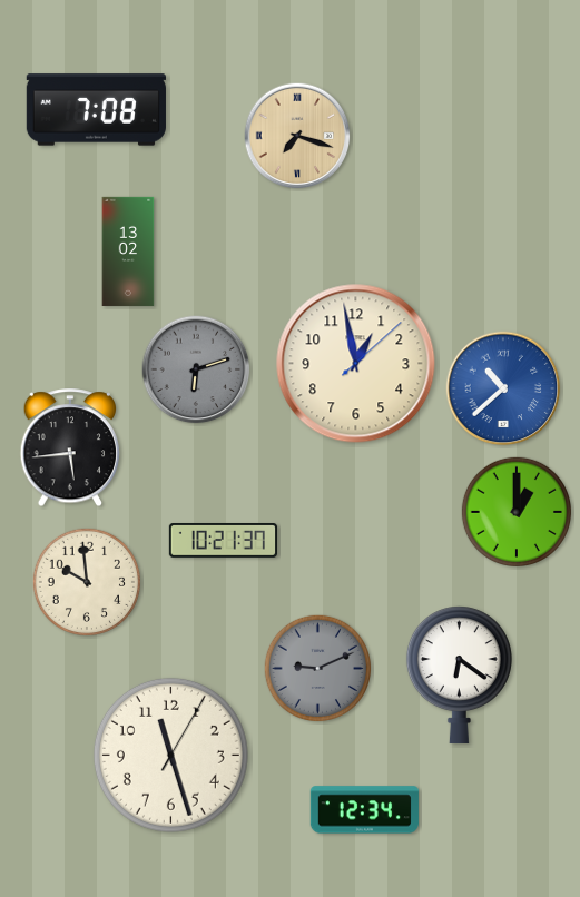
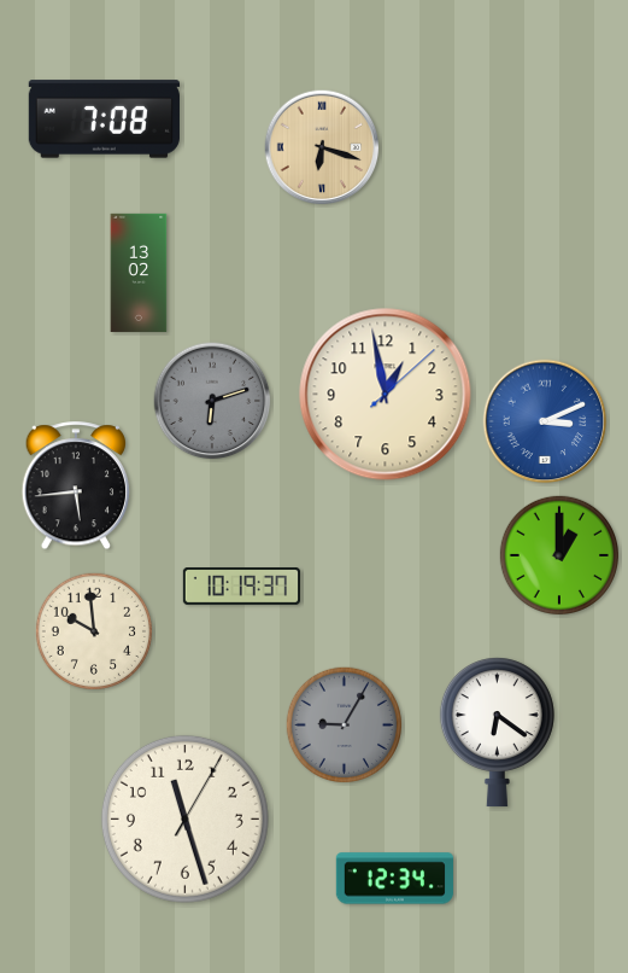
clock at (297, 136): 7:18 -> 6:18
clock at (503, 388): 10:38 -> 3:11
clock at (223, 541): 10:21 -> 10:19
clock at (317, 668): 9:11 -> 9:05
